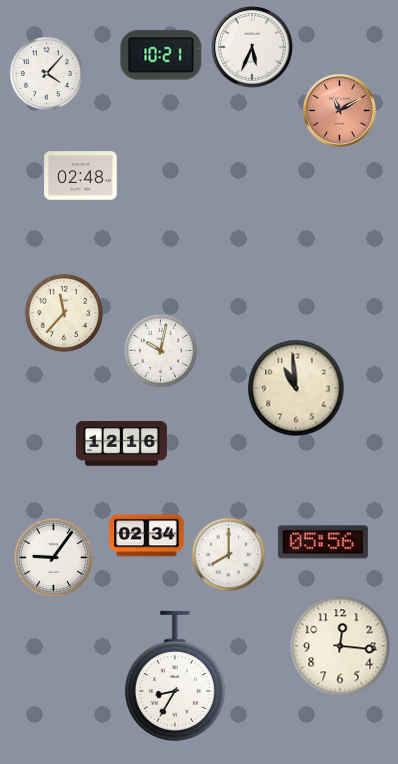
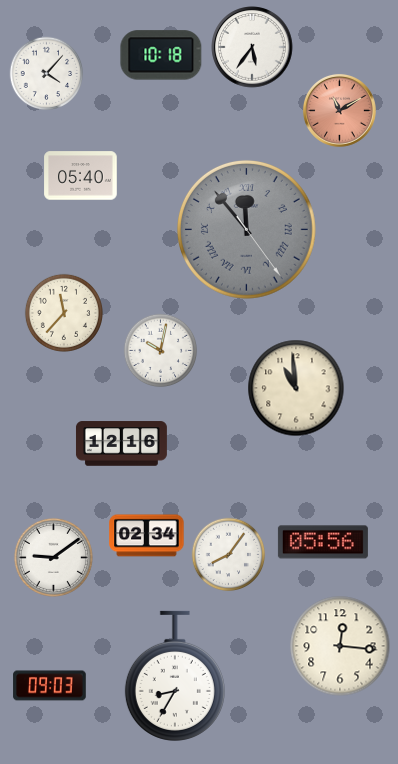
clock at (252, 47): 5:34 -> 5:36
clock at (161, 55): 10:21 -> 10:18
clock at (81, 176): 02:48 -> 05:40
clock at (246, 229): none -> 11:53
clock at (229, 555): 8:00 -> 8:06
clock at (53, 557): 9:06 -> 9:09
clock at (50, 686): none -> 09:03
